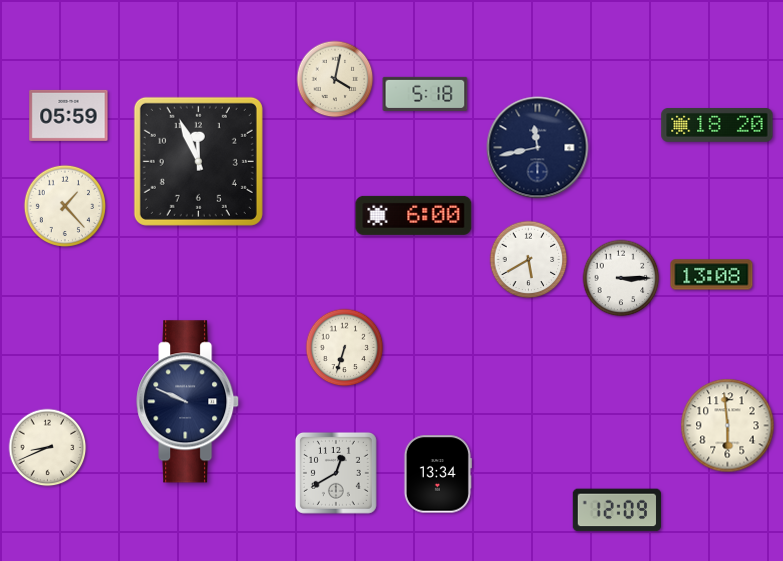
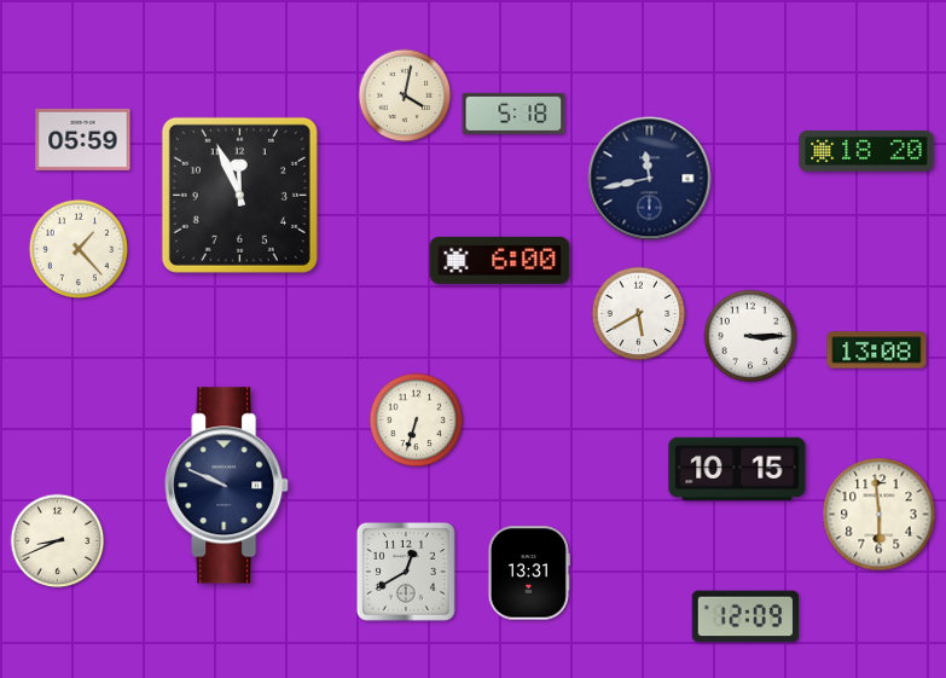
clock at (712, 275) position: (712, 275) -> (877, 350)
clock at (737, 468): none -> 10:15
clock at (438, 474): 13:34 -> 13:31
